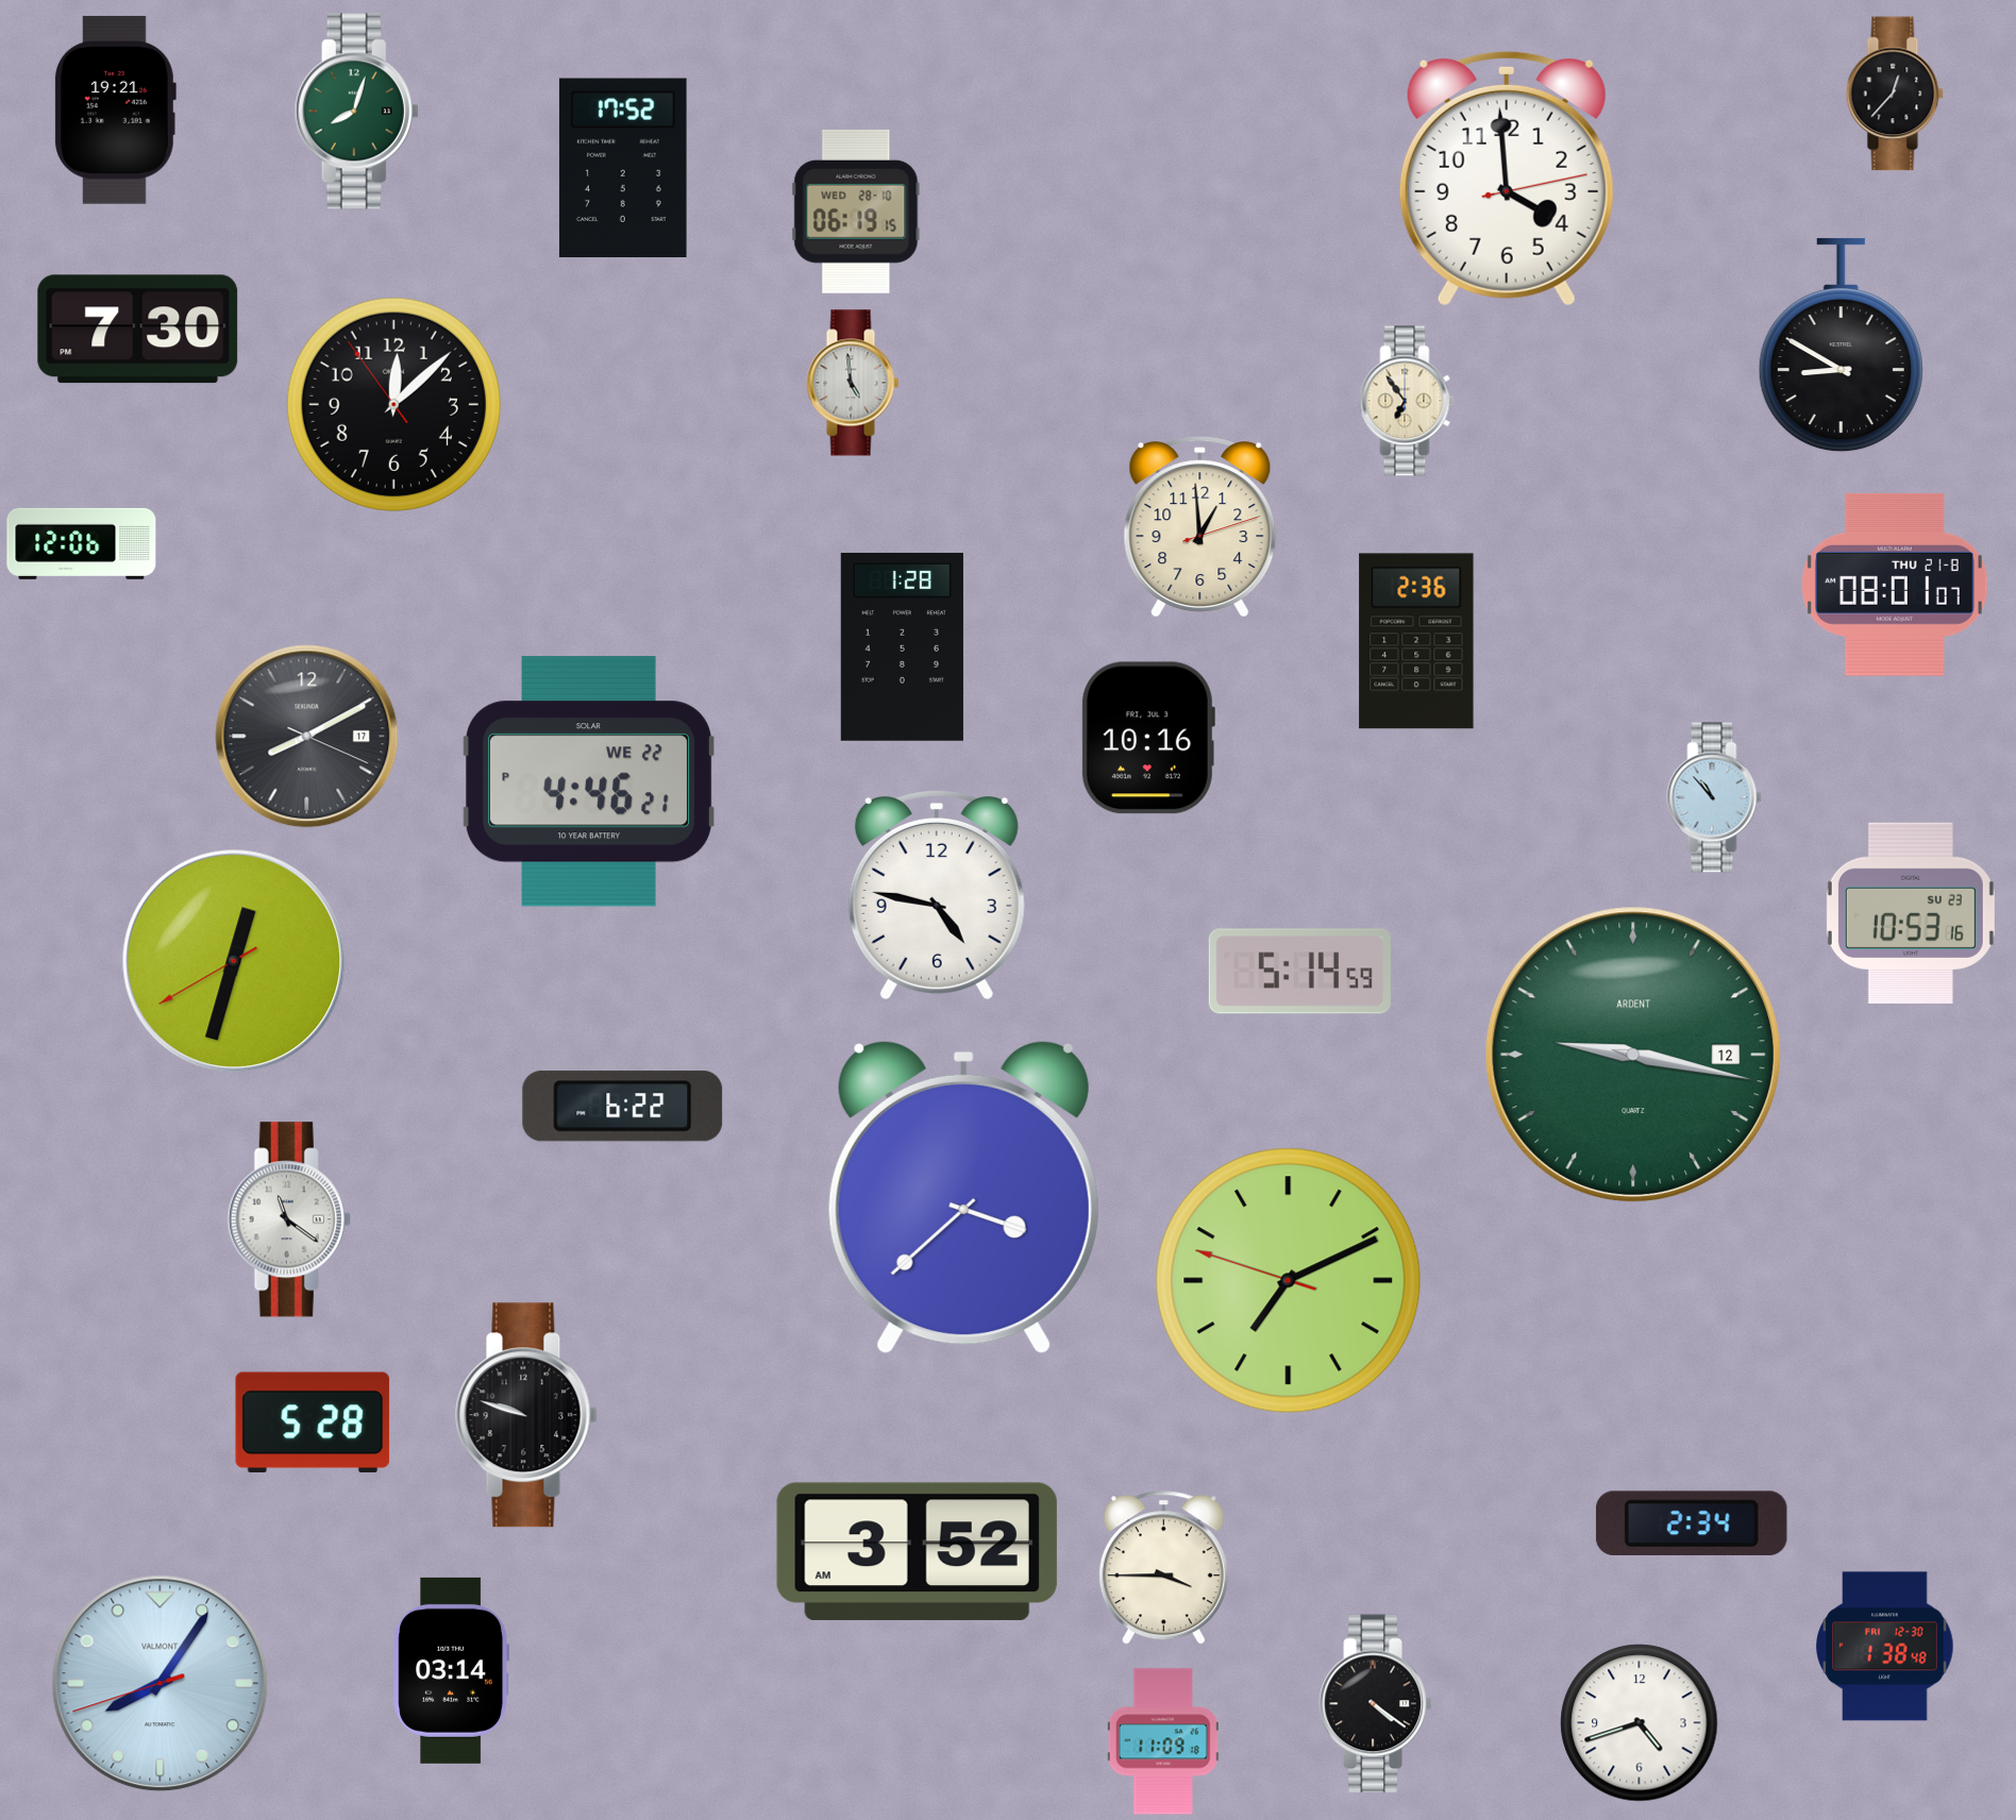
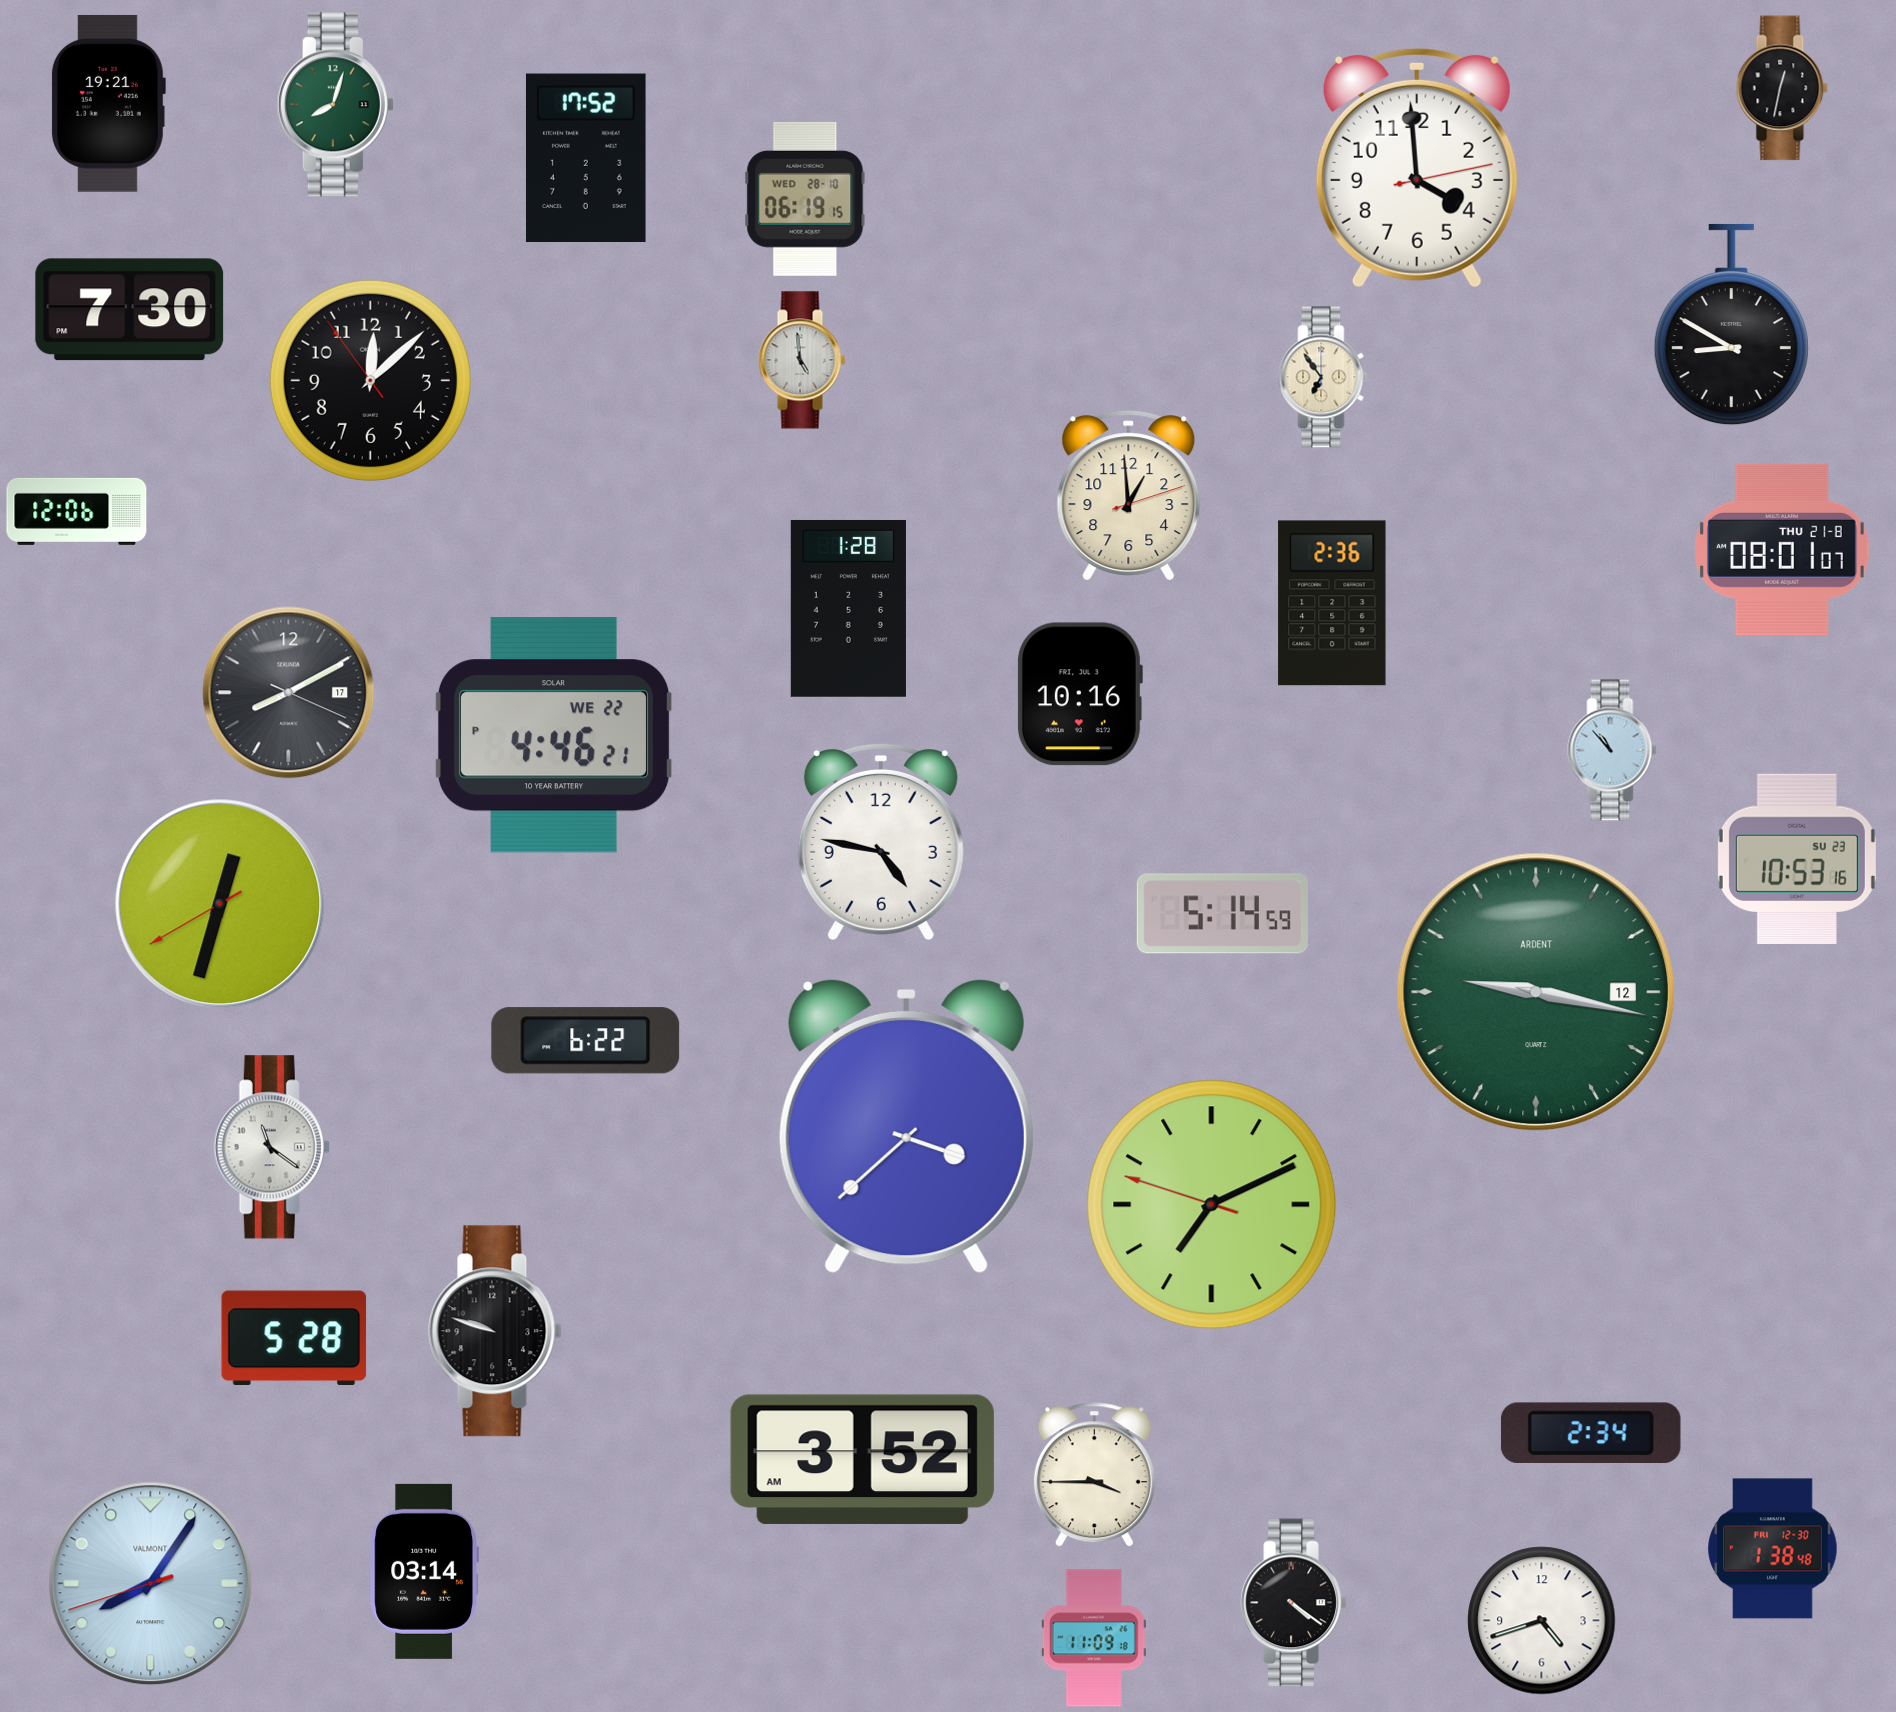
clock at (1895, 94): 12:37 -> 12:32
